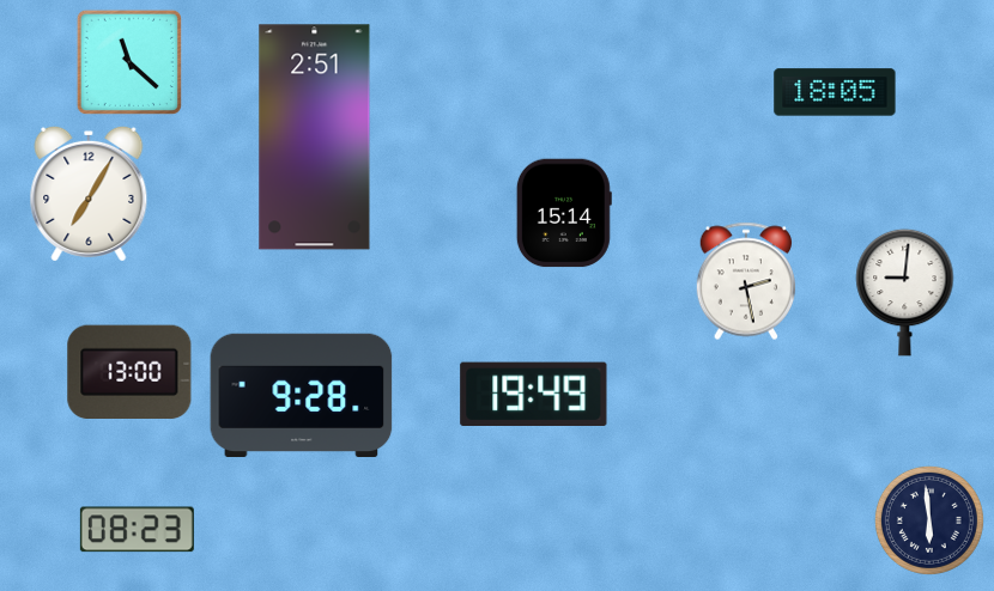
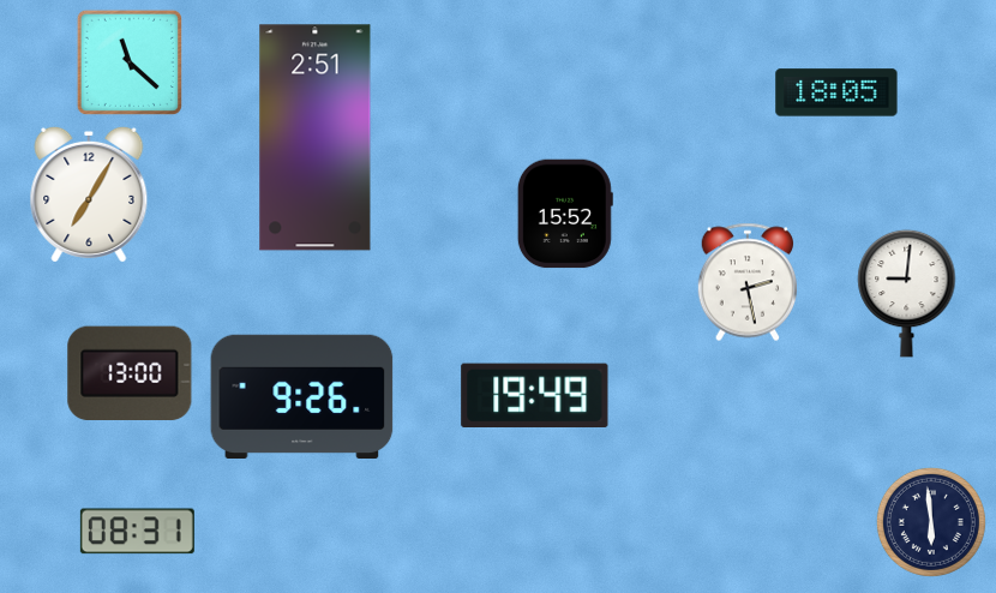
clock at (564, 213): 15:14 -> 15:52
clock at (302, 395): 9:28 -> 9:26
clock at (137, 530): 08:23 -> 08:31
